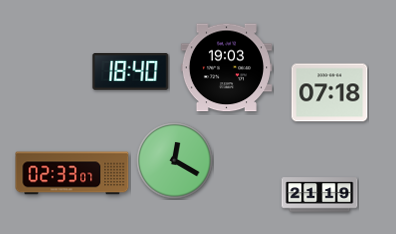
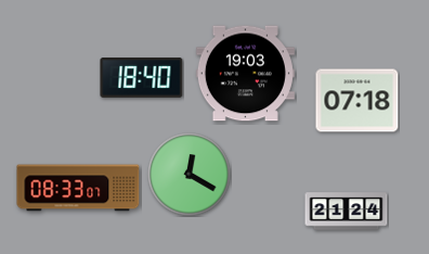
clock at (72, 173): 02:33 -> 08:33
clock at (320, 195): 21:19 -> 21:24
